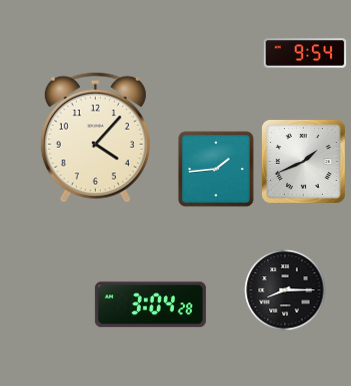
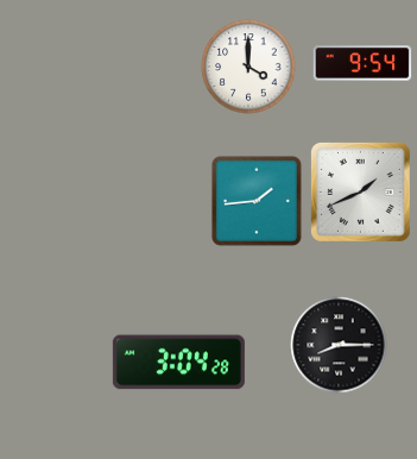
clock at (248, 67): none -> 4:00
clock at (95, 137): 4:07 -> none
